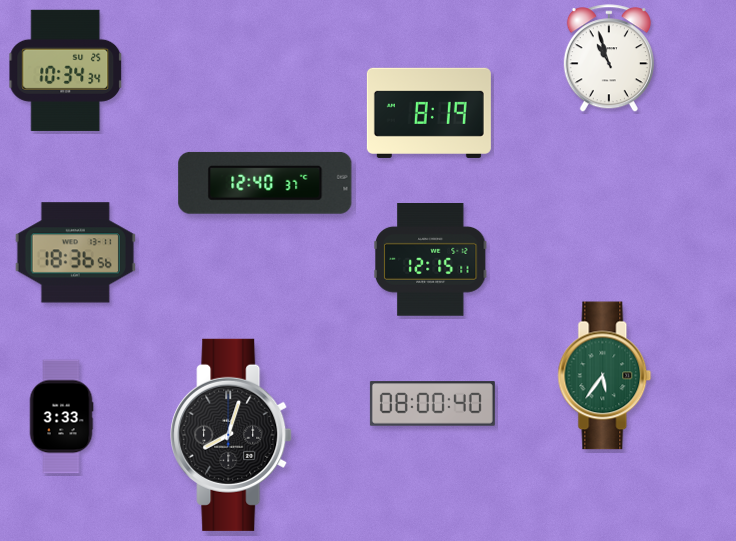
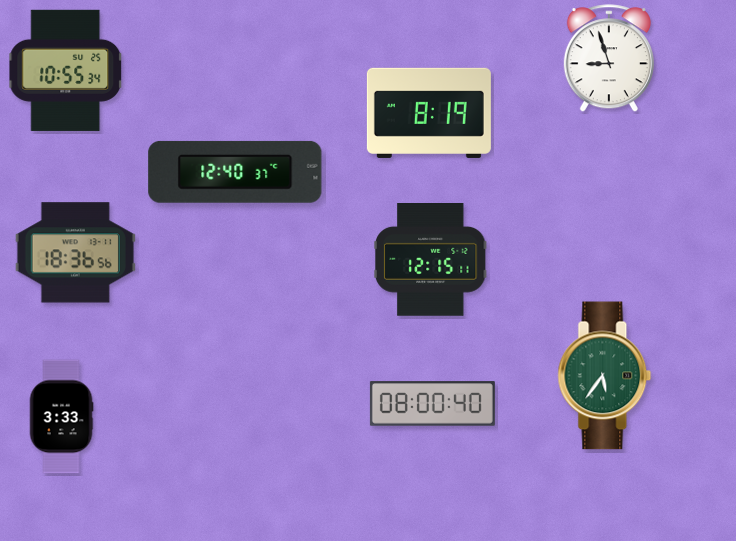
clock at (609, 59): 10:57 -> 8:57
clock at (66, 70): 10:34 -> 10:55
clock at (265, 183) position: (265, 183) -> (235, 172)
clock at (231, 435): 8:03 -> none
